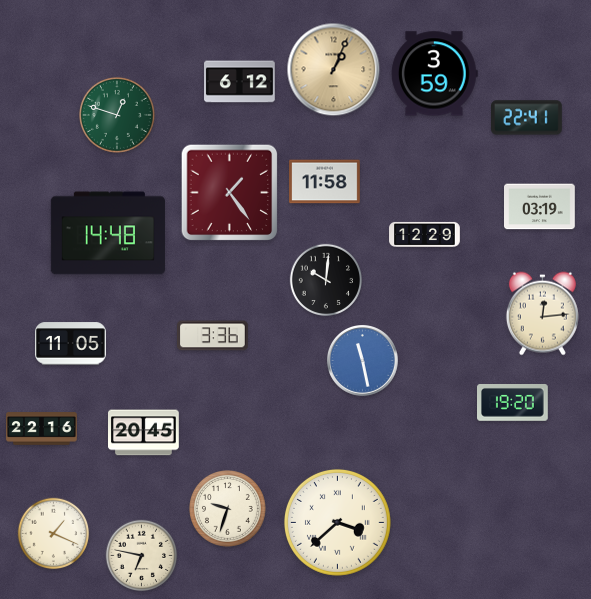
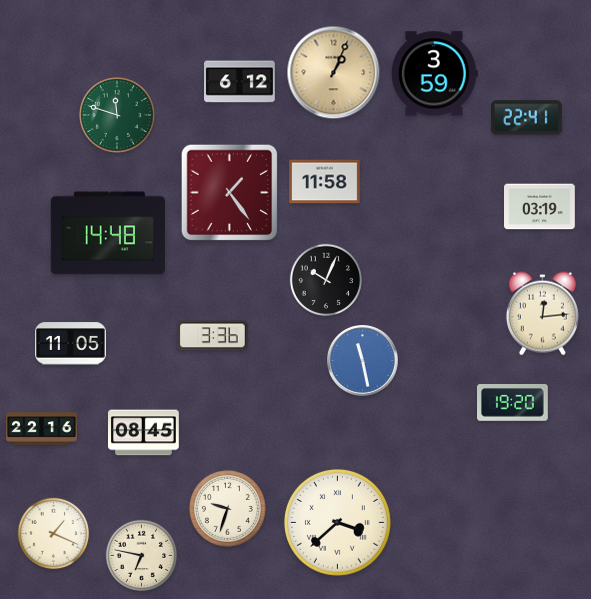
clock at (334, 70) position: (334, 70) -> (334, 73)
clock at (117, 115): 12:48 -> 11:48
clock at (425, 234): 12:29 -> none
clock at (325, 279): 10:01 -> 10:04
clock at (144, 433): 20:45 -> 08:45
